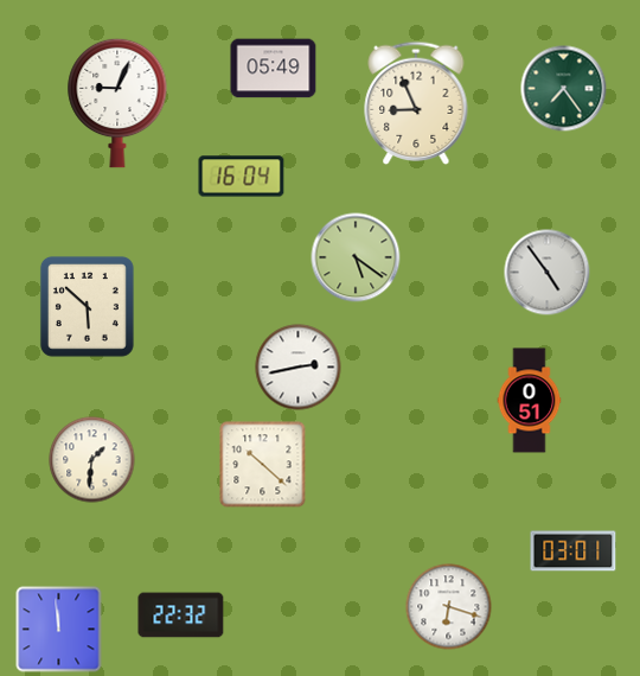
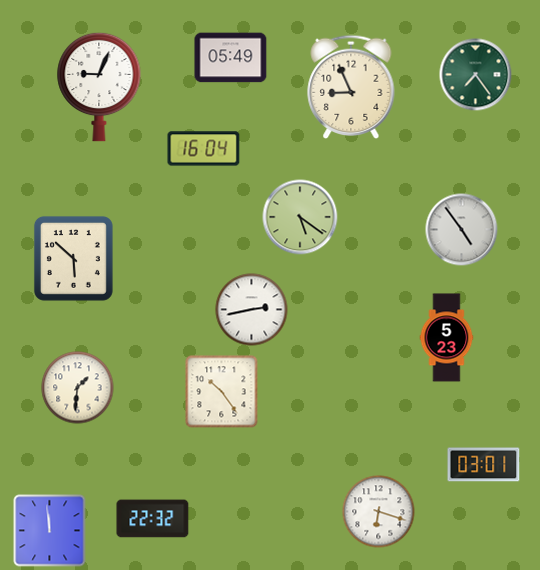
clock at (530, 401): 0:51 -> 5:23
clock at (263, 465): 10:22 -> 10:24
